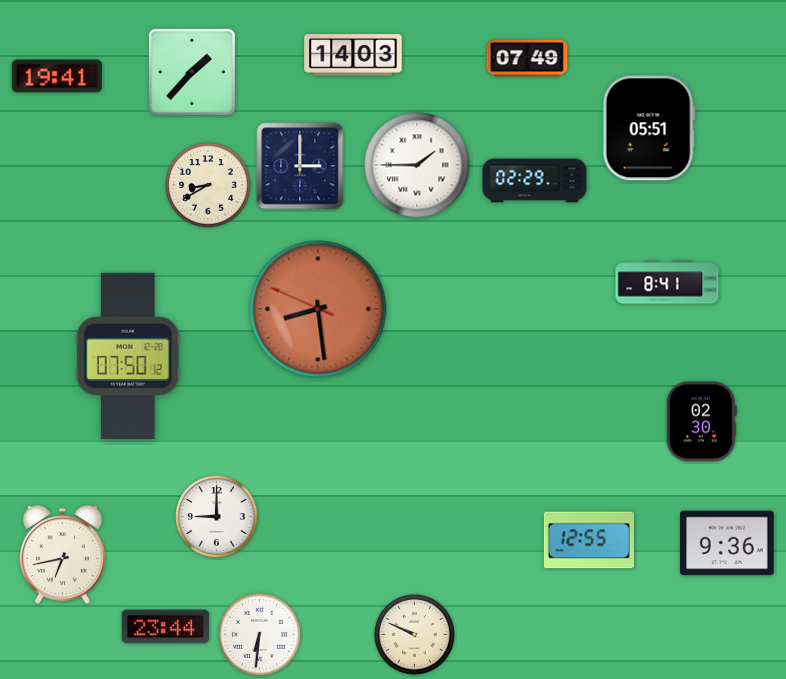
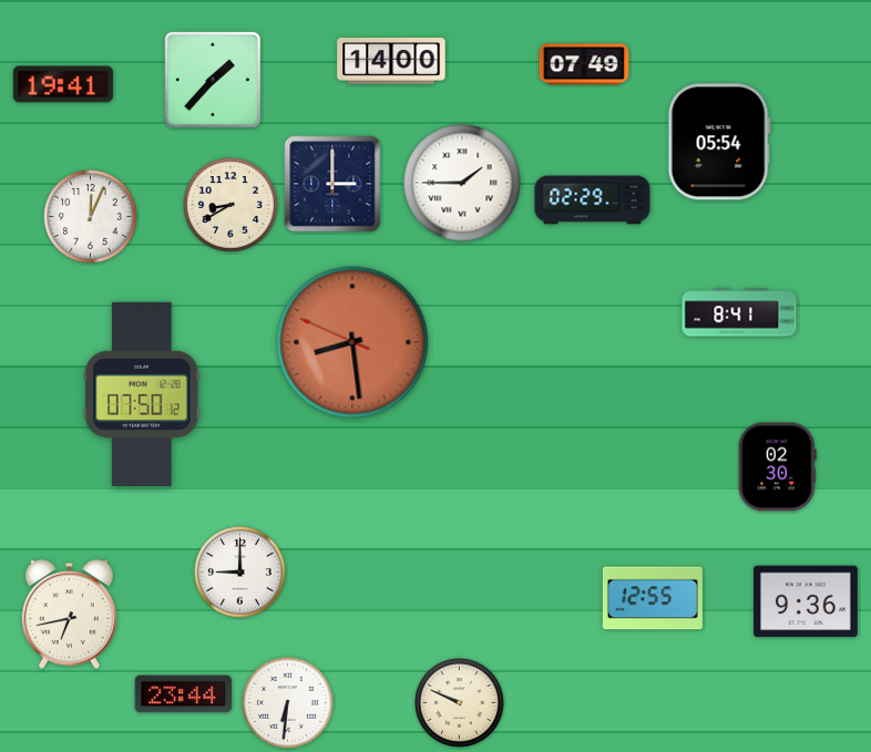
clock at (353, 55): 14:03 -> 14:00
clock at (649, 128): 05:51 -> 05:54
clock at (91, 217): none -> 12:04
